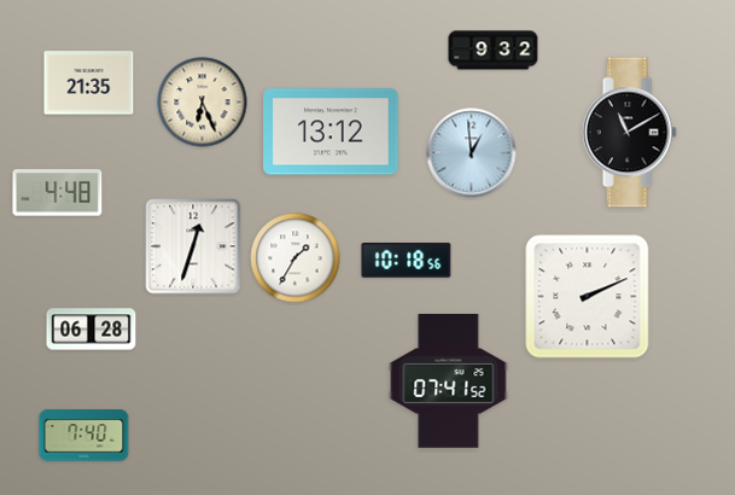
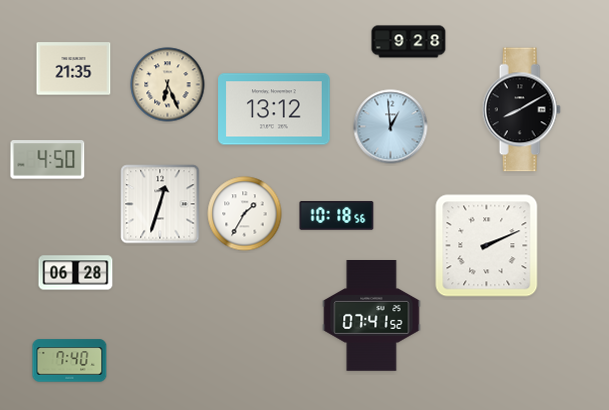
clock at (494, 51): 9:32 -> 9:28
clock at (629, 133): 11:10 -> 8:10
clock at (58, 193): 4:48 -> 4:50
